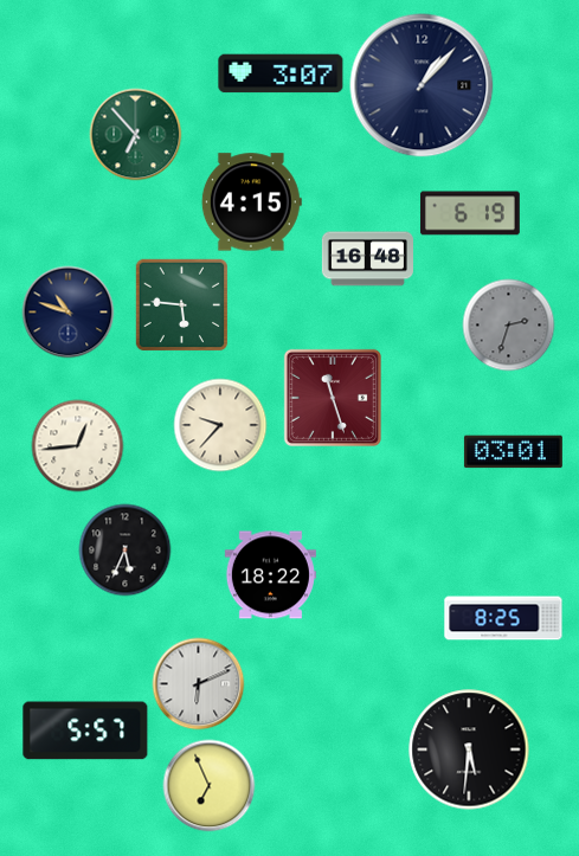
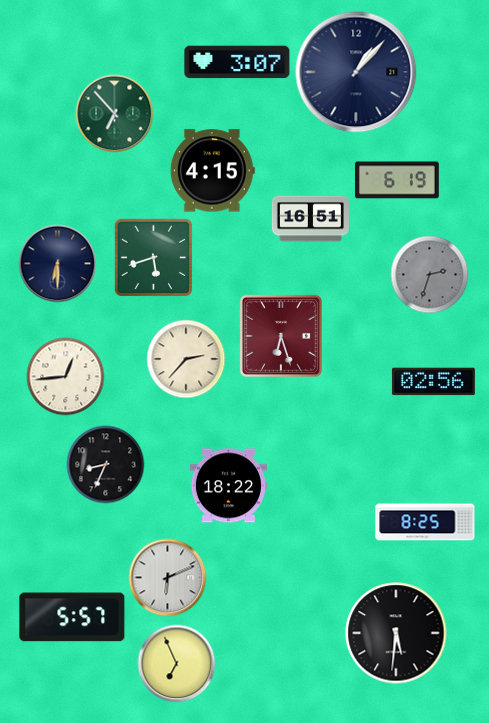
clock at (367, 259): 16:48 -> 16:51
clock at (181, 304): 5:46 -> 5:42
clock at (67, 311): 10:48 -> 6:30
clock at (333, 398): 11:27 -> 6:27
clock at (220, 425): 9:37 -> 2:37
clock at (513, 452): 03:01 -> 02:56
clock at (124, 549): 5:34 -> 8:34
